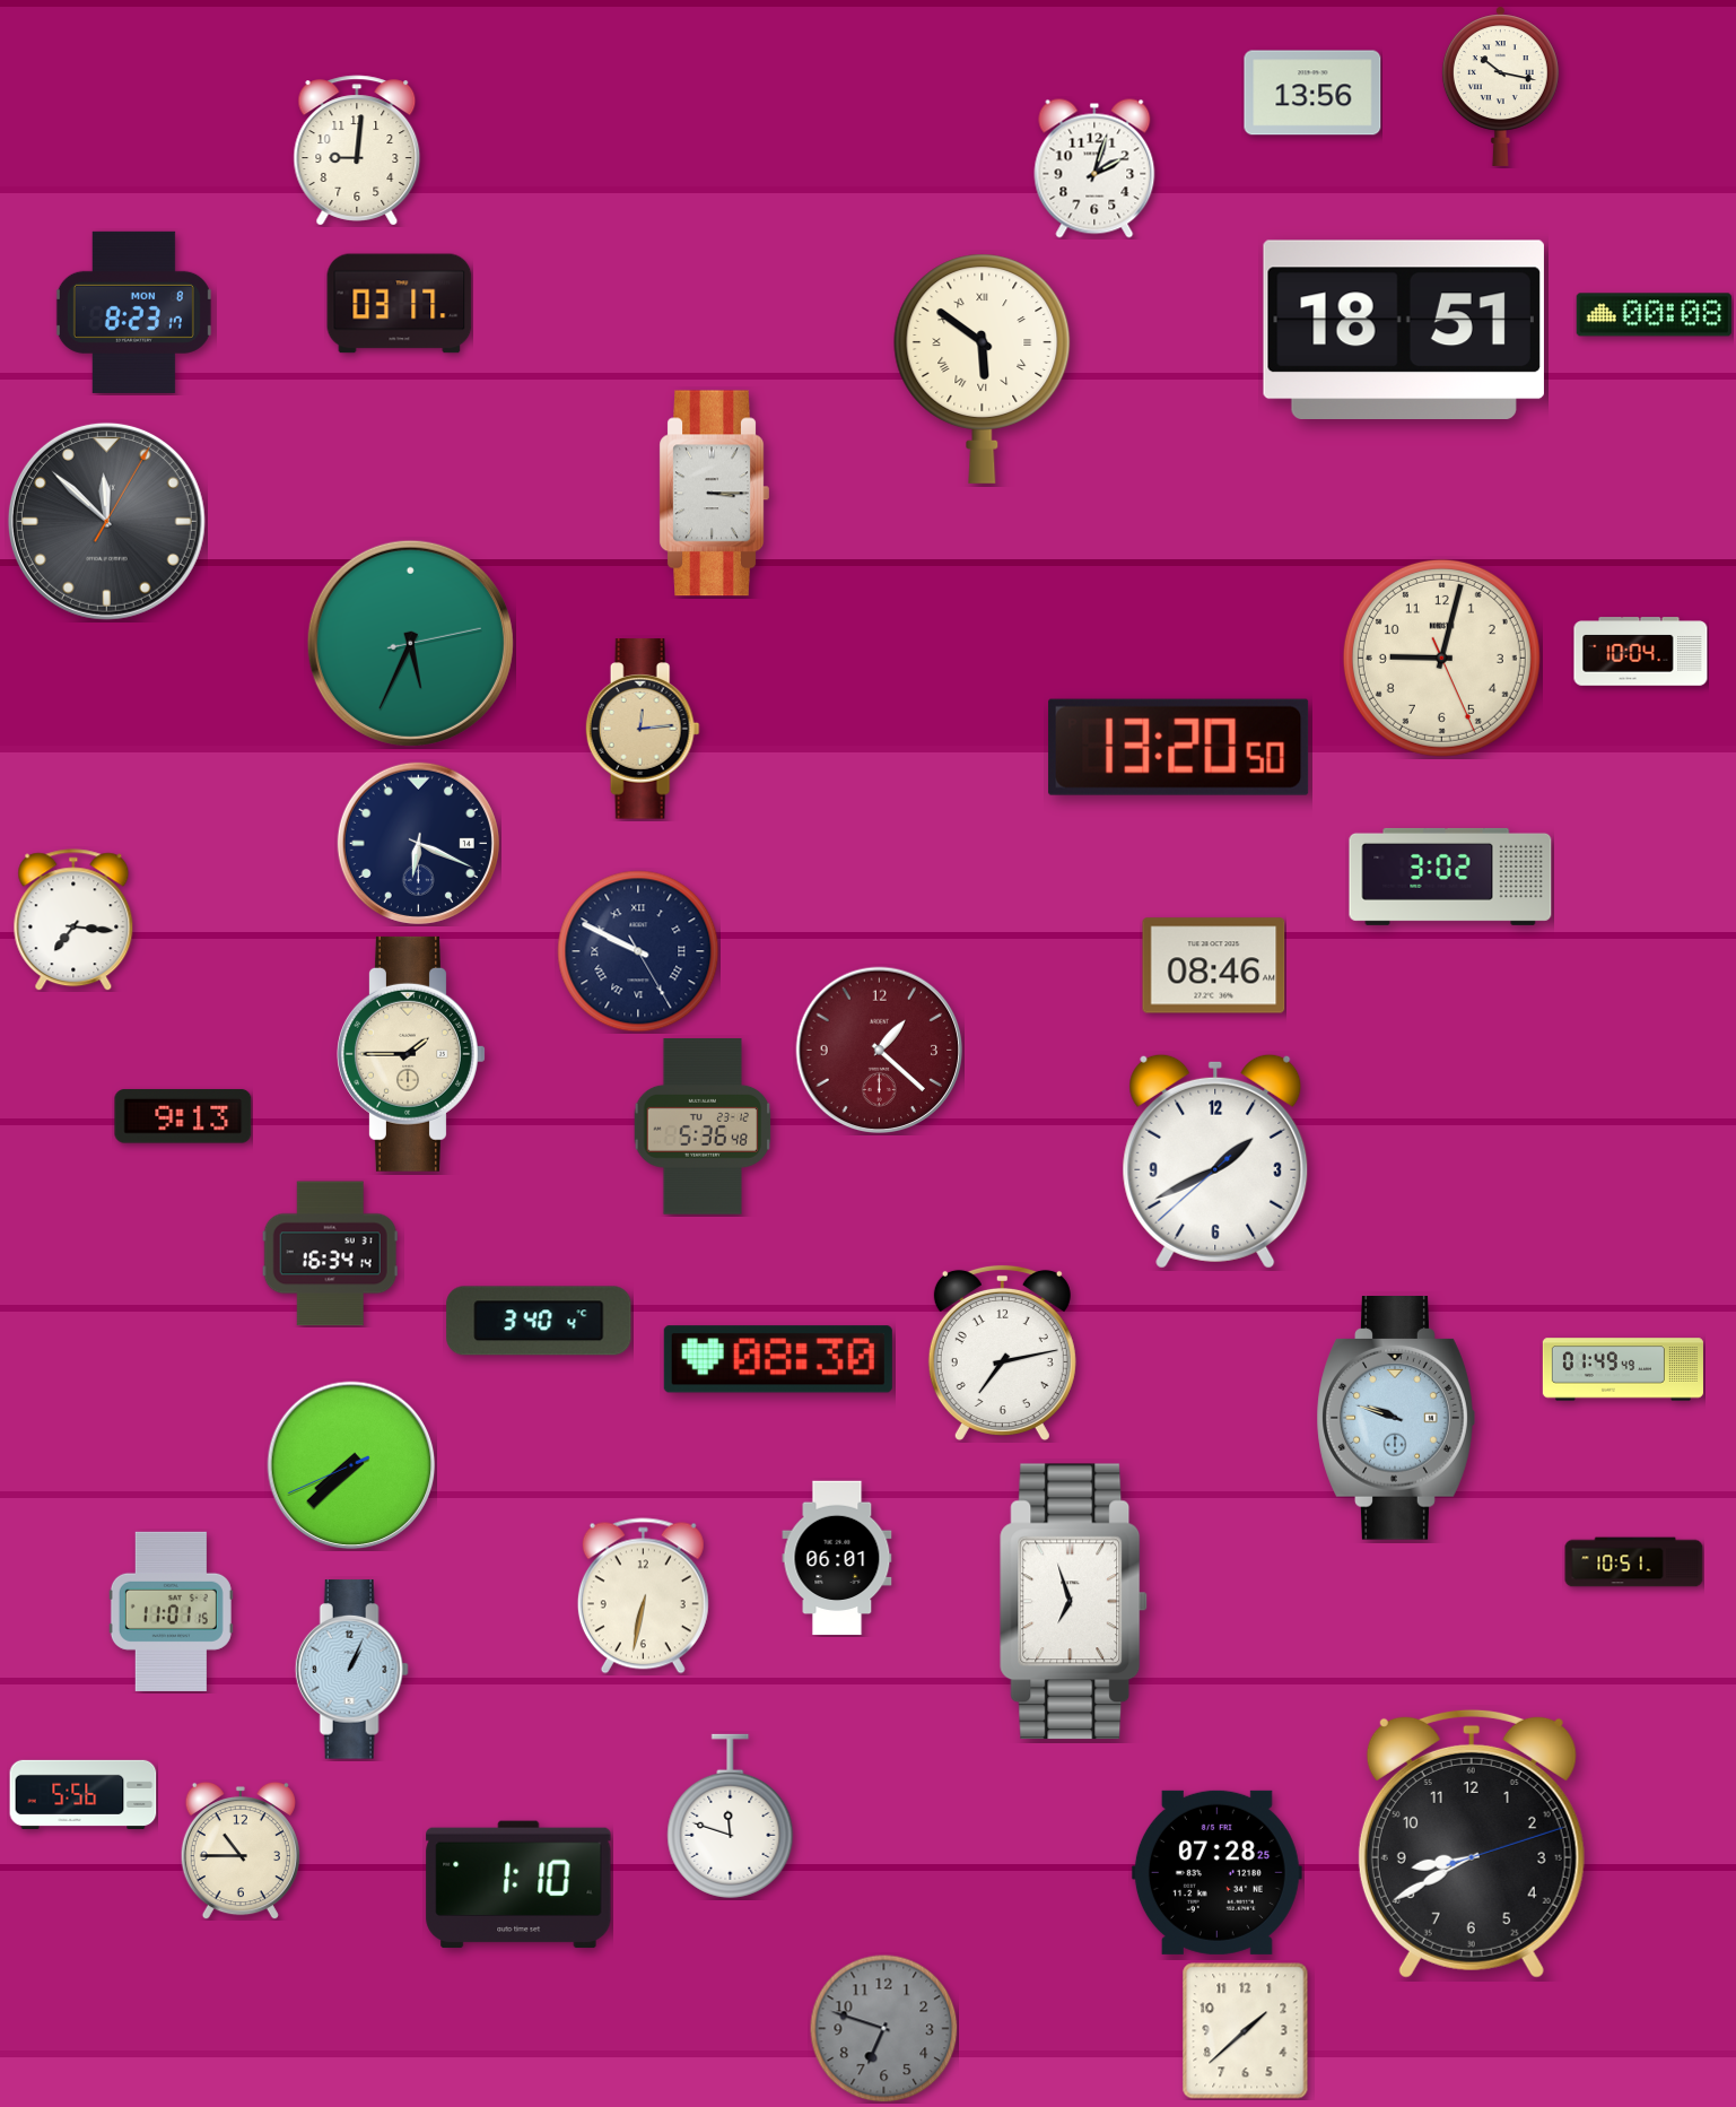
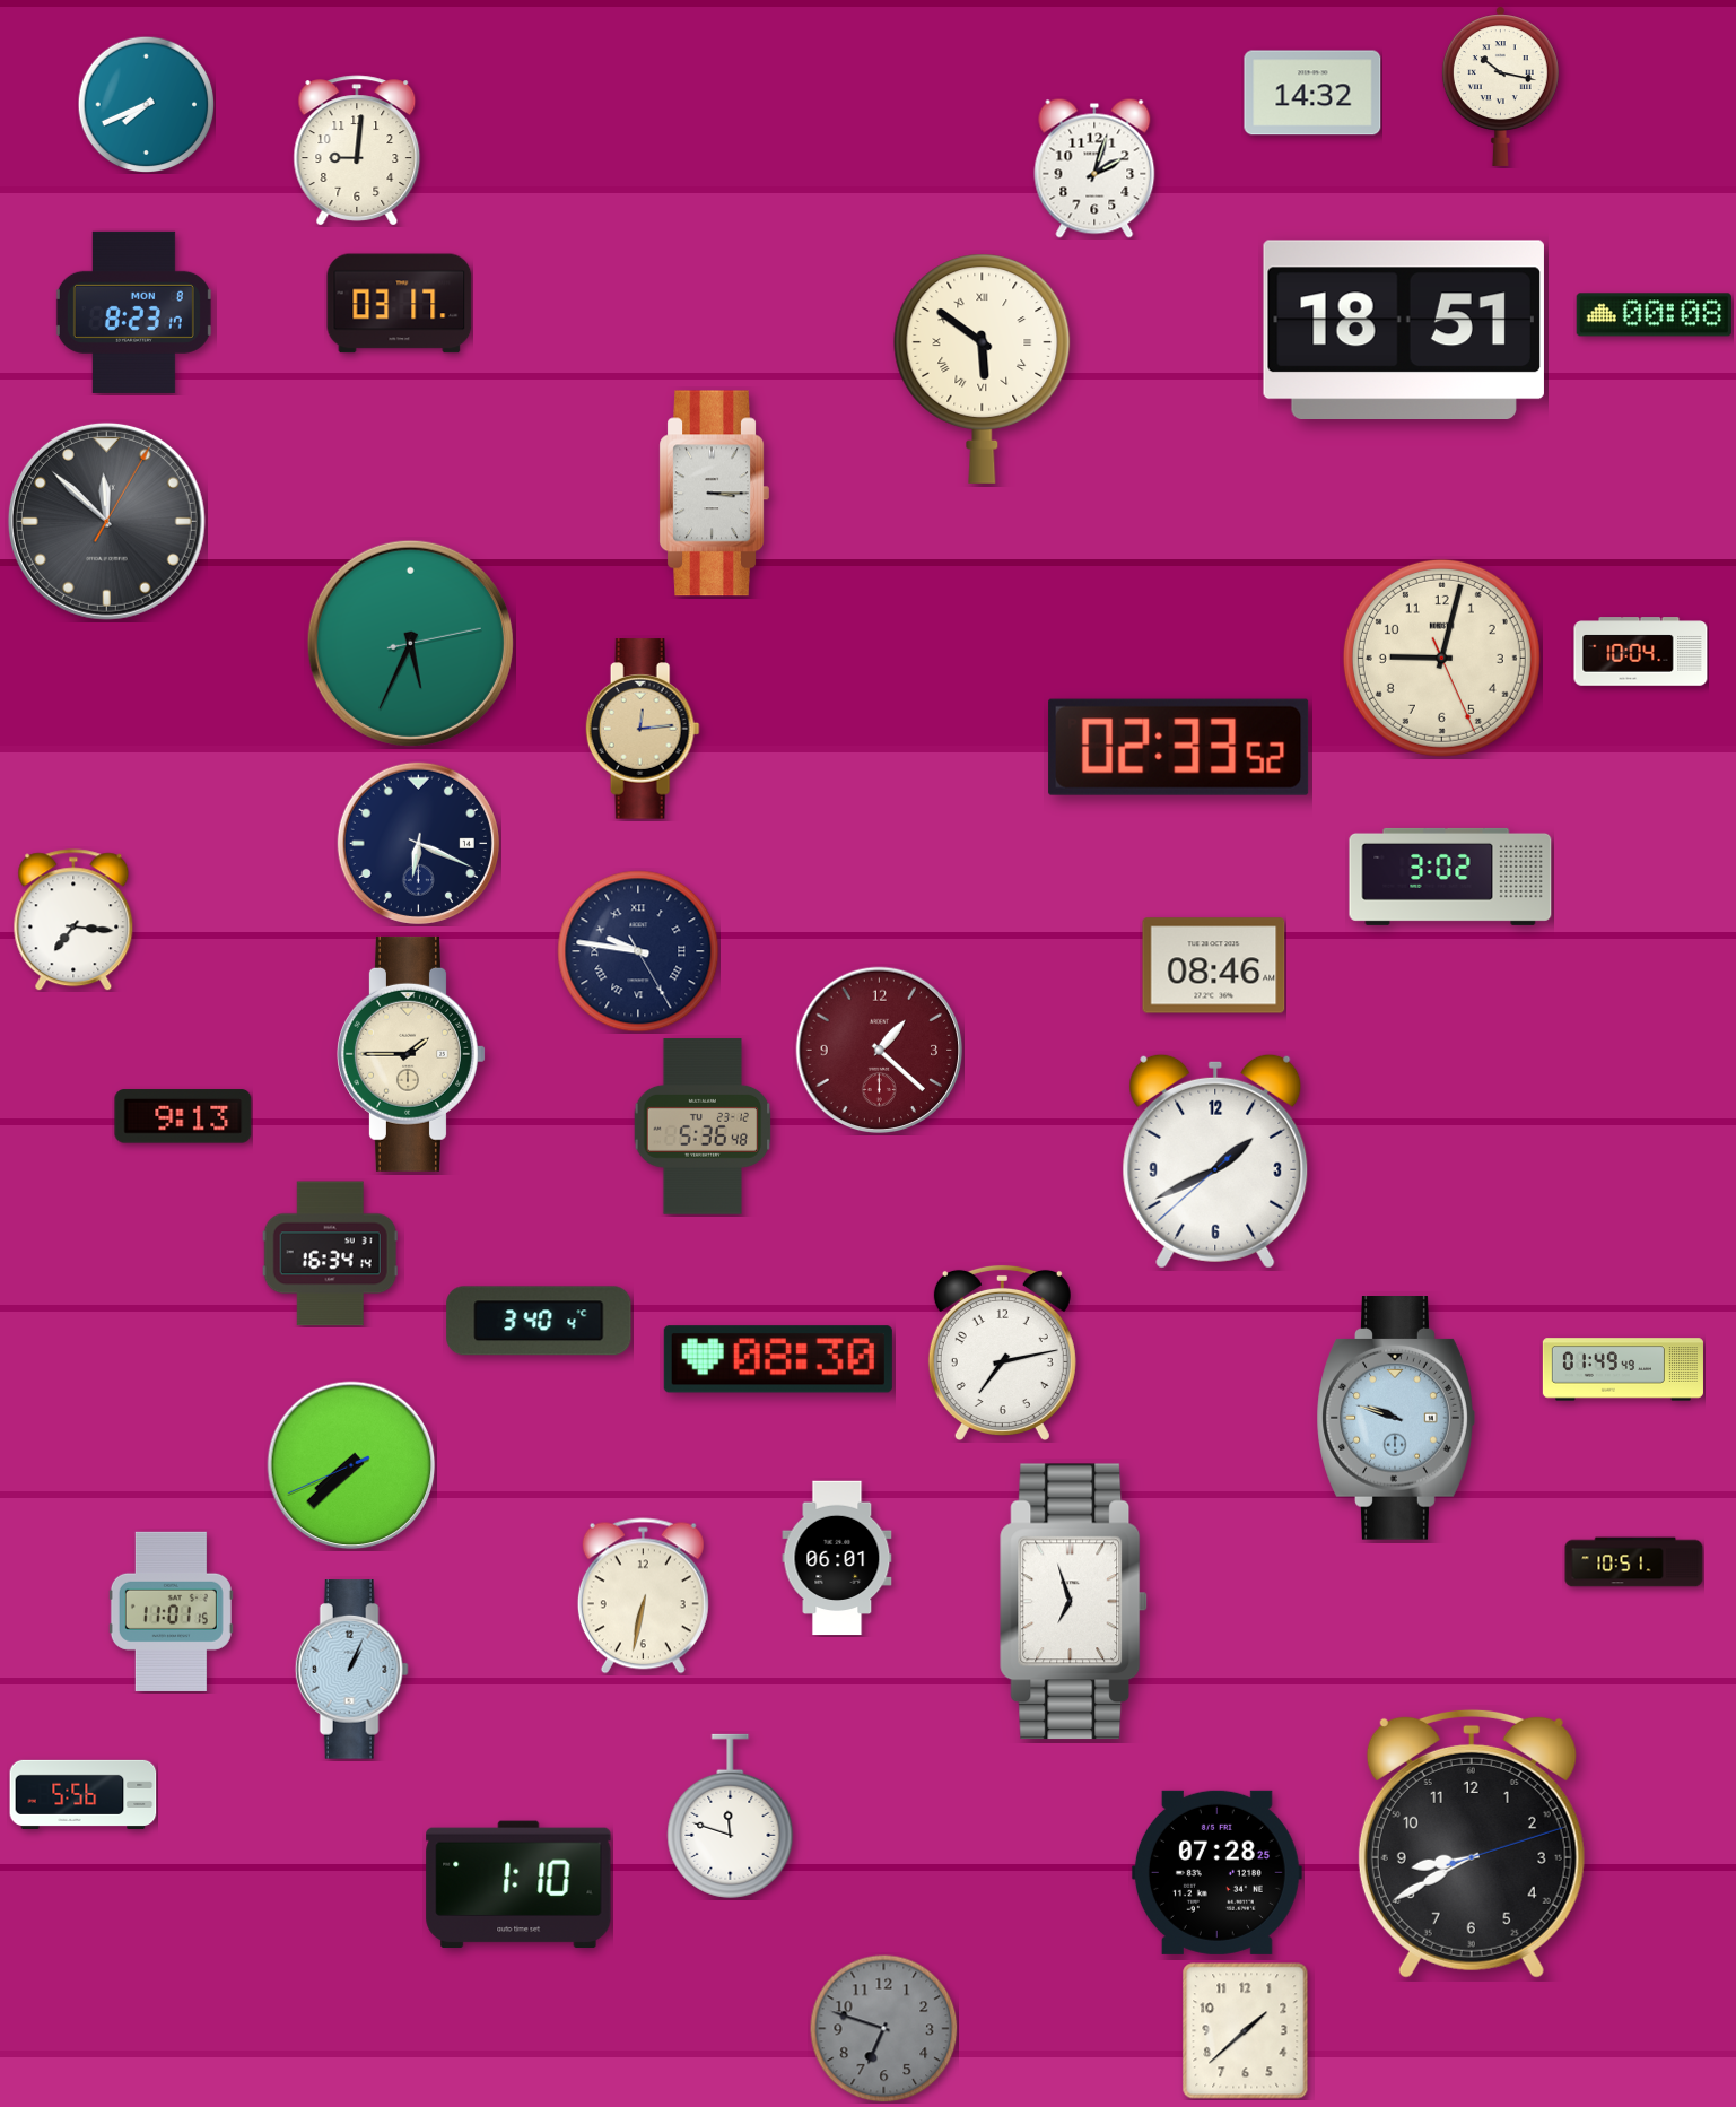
clock at (1312, 93): 13:56 -> 14:32
clock at (146, 104): none -> 7:41
clock at (1179, 747): 13:20 -> 02:33
clock at (638, 951): 9:49 -> 9:46
clock at (241, 1851): 10:45 -> none
